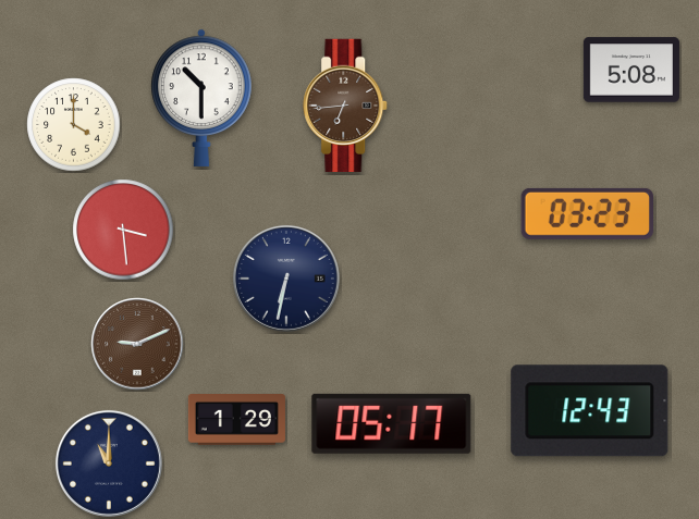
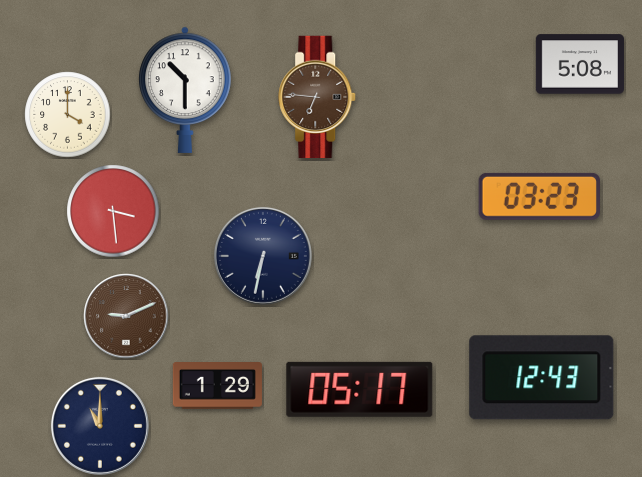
clock at (346, 106): 6:44 -> 6:46
